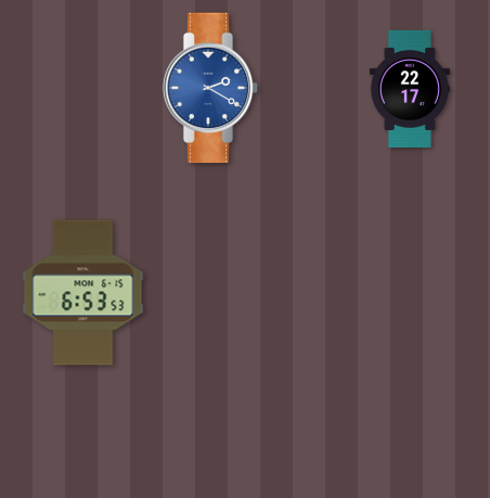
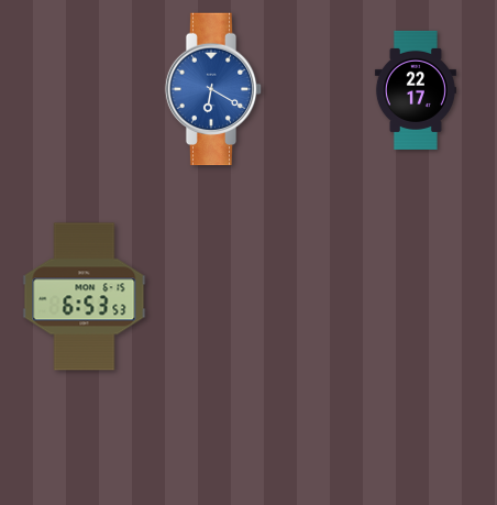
clock at (210, 88): 2:20 -> 6:20
